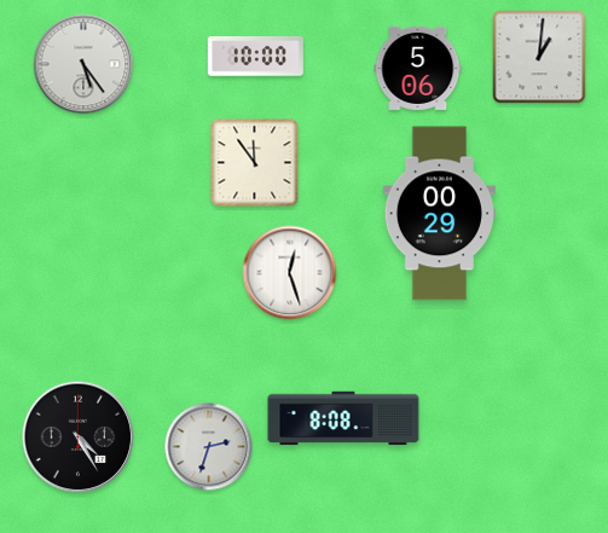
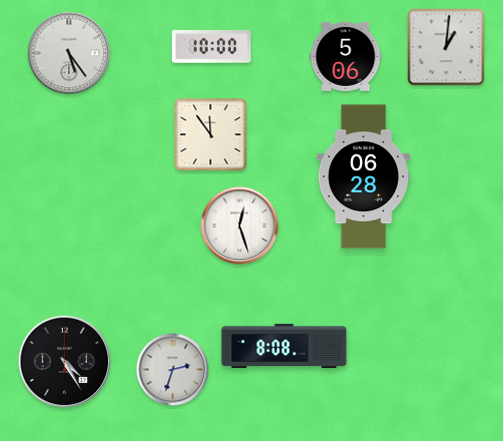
clock at (439, 214): 00:29 -> 06:28
